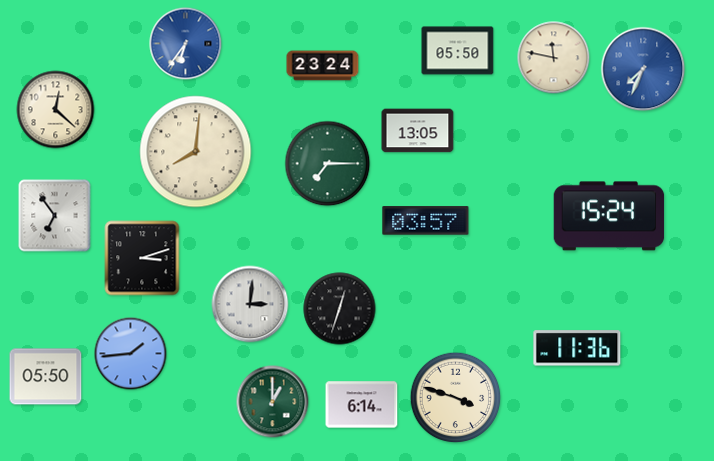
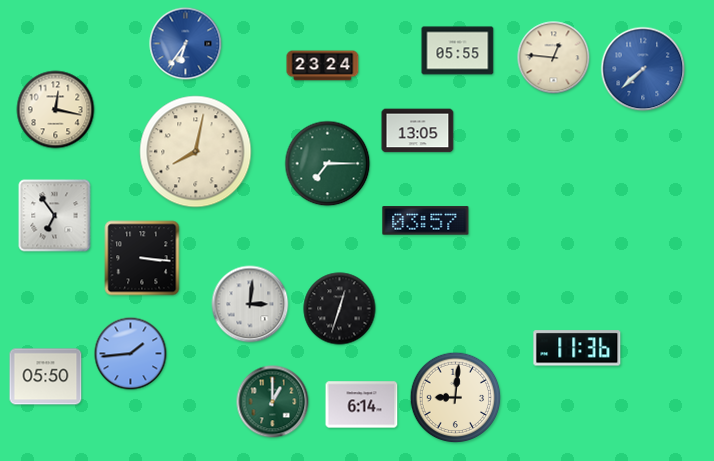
clock at (458, 51): 05:50 -> 05:55
clock at (554, 58): 11:47 -> 12:46
clock at (643, 69): 7:34 -> 7:38
clock at (56, 110): 12:22 -> 12:17
clock at (196, 152): 8:01 -> 8:02
clock at (609, 216): 15:24 -> none
clock at (142, 258): 3:12 -> 3:16
clock at (456, 398): 3:48 -> 9:01
